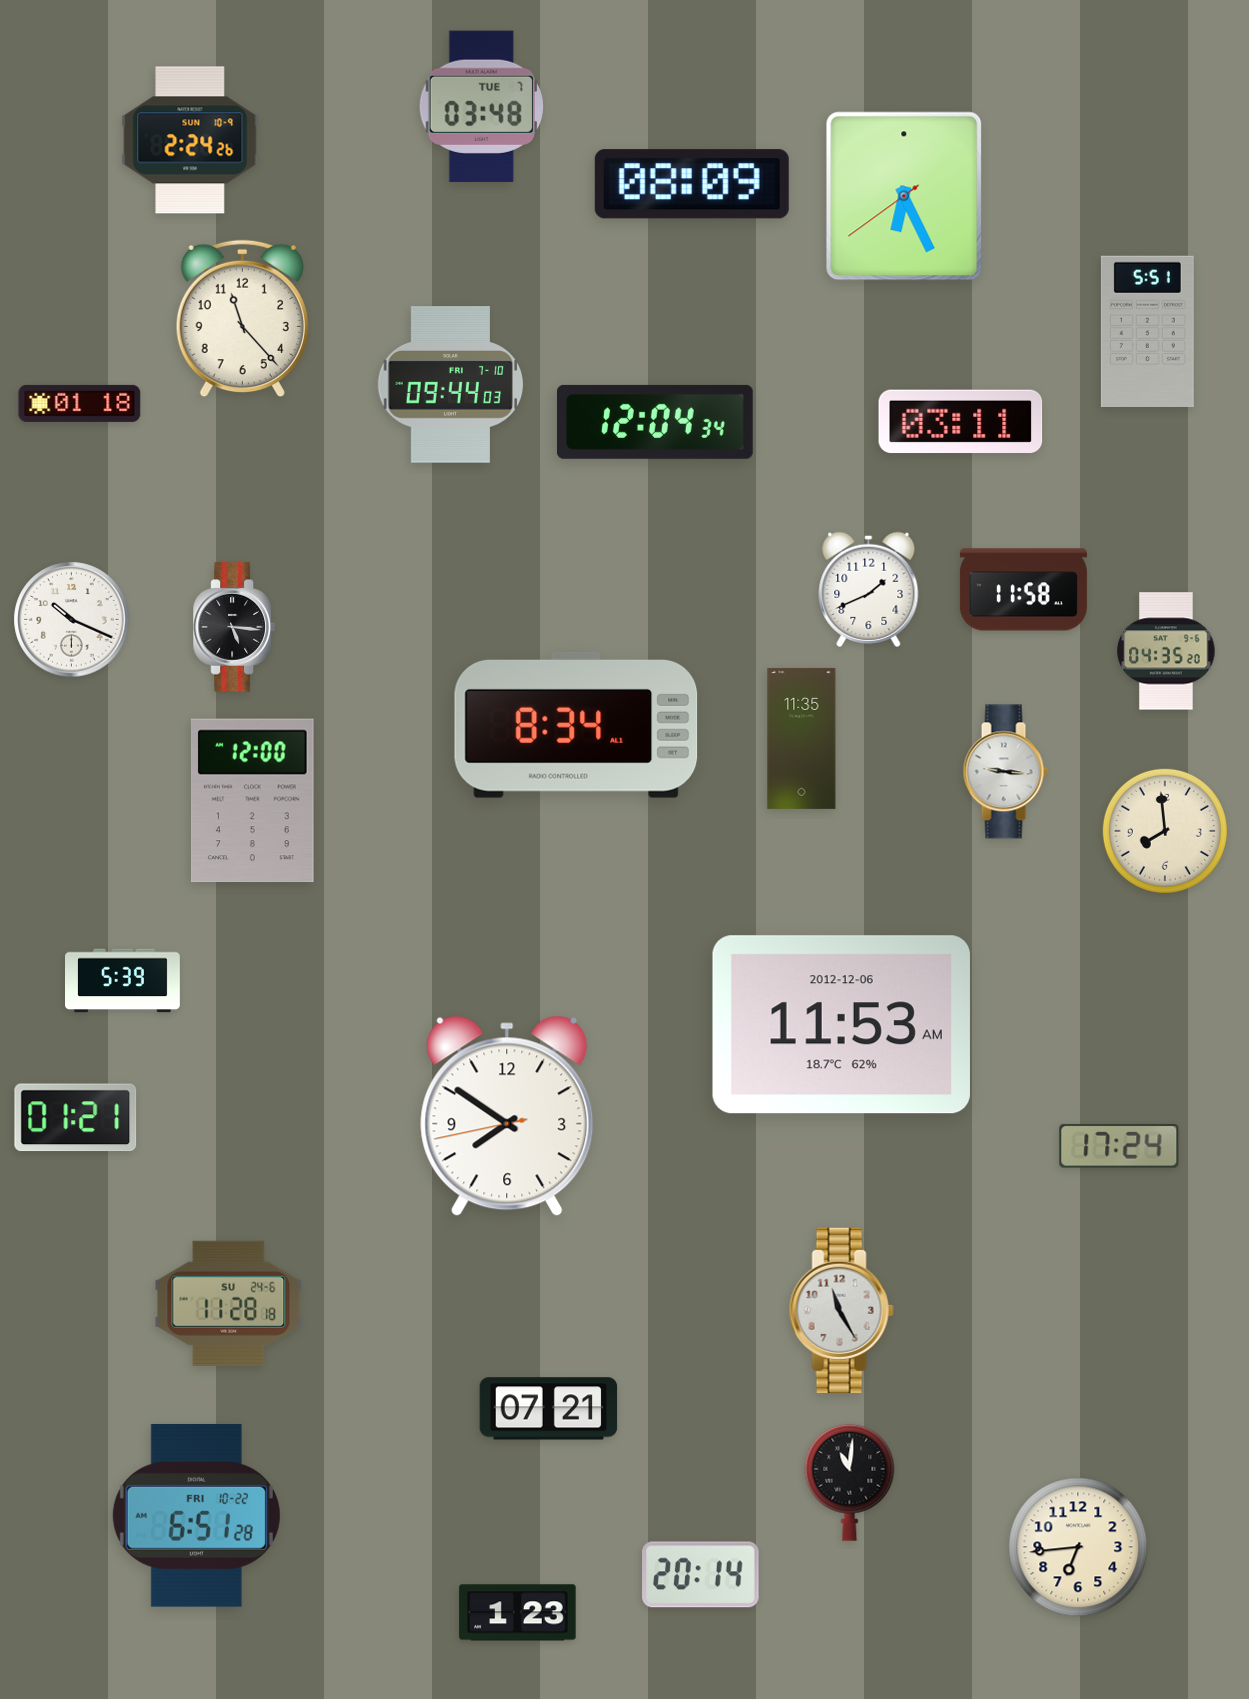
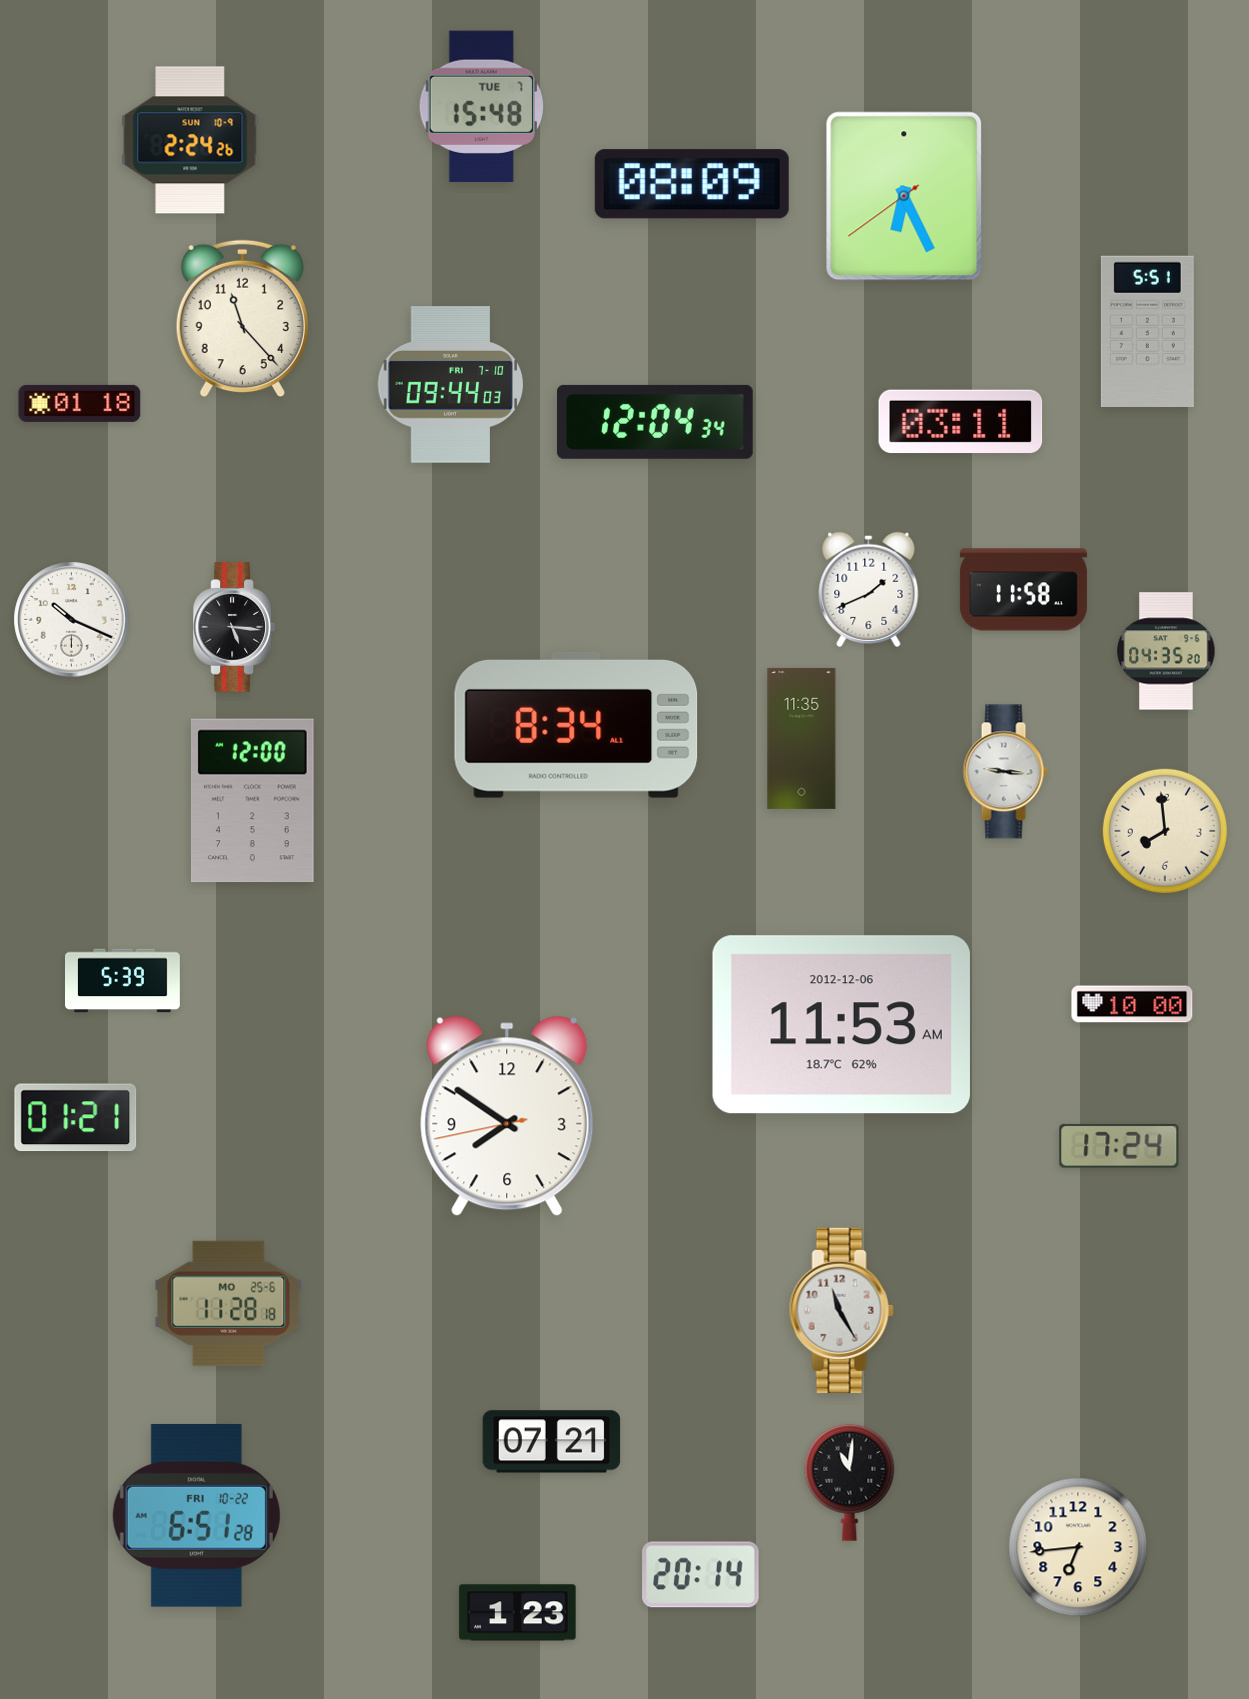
clock at (481, 106): 03:48 -> 15:48
clock at (1132, 1004): none -> 10:00
clock at (229, 1303) date: SU 24-6 -> MO 25-6
clock at (549, 1409) position: (549, 1409) -> (552, 1442)
